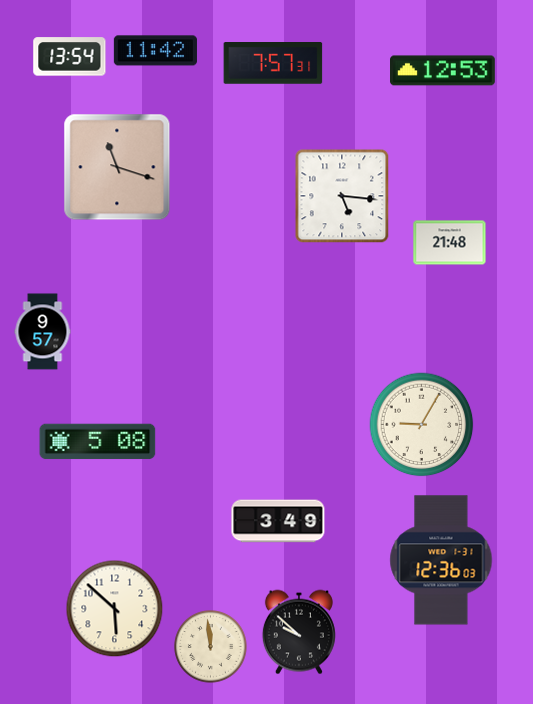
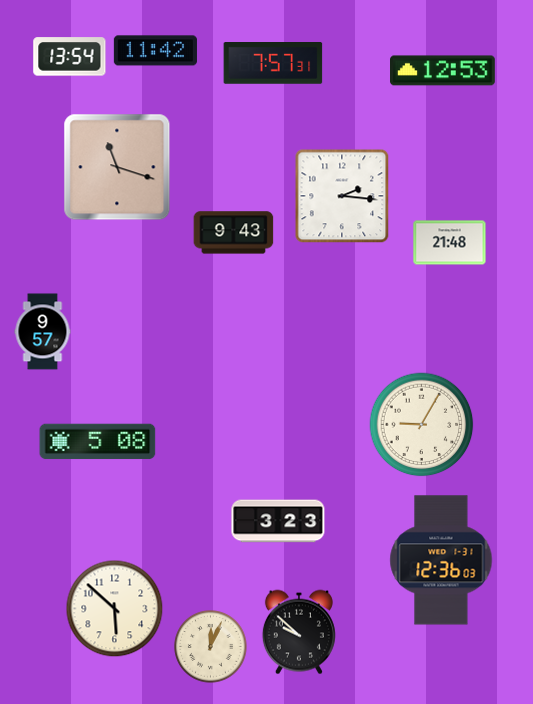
clock at (342, 196): 5:16 -> 2:16
clock at (234, 233): none -> 9:43
clock at (278, 521): 3:49 -> 3:23
clock at (211, 647): 11:59 -> 12:04
